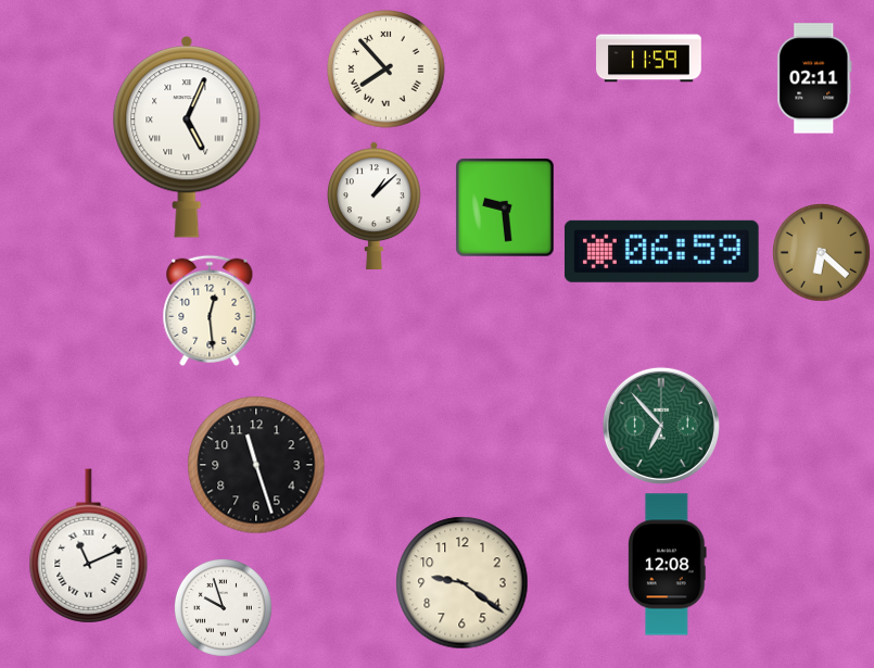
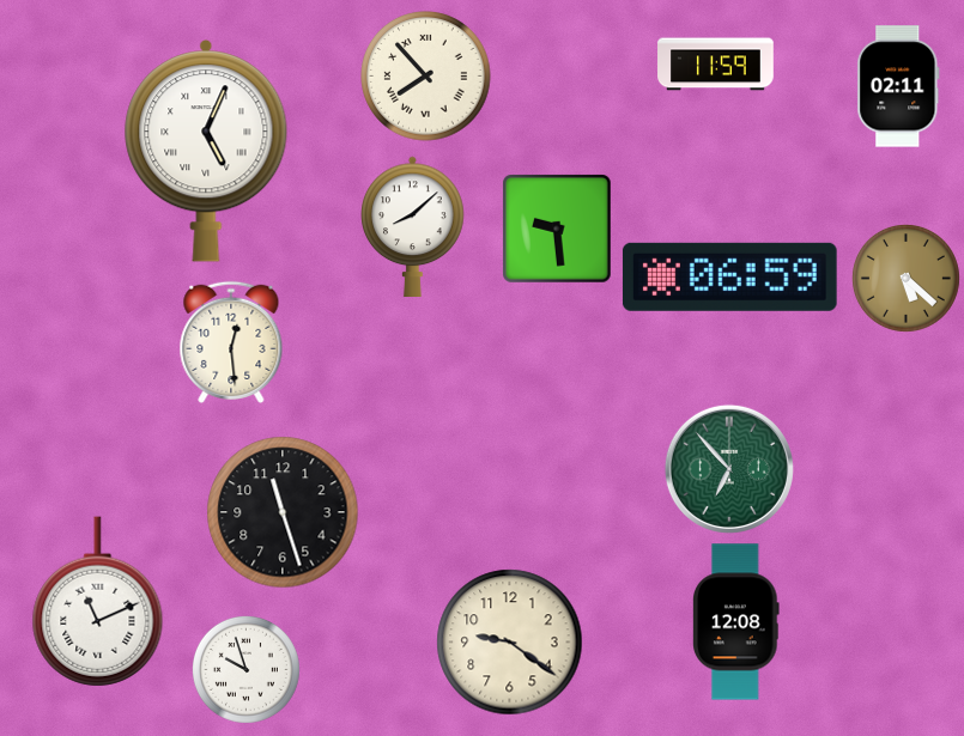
clock at (375, 205): 1:08 -> 8:08
clock at (821, 252): 6:22 -> 5:22
